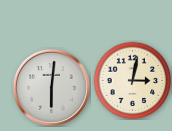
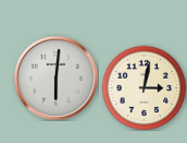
clock at (51, 87) position: (51, 87) -> (55, 78)
